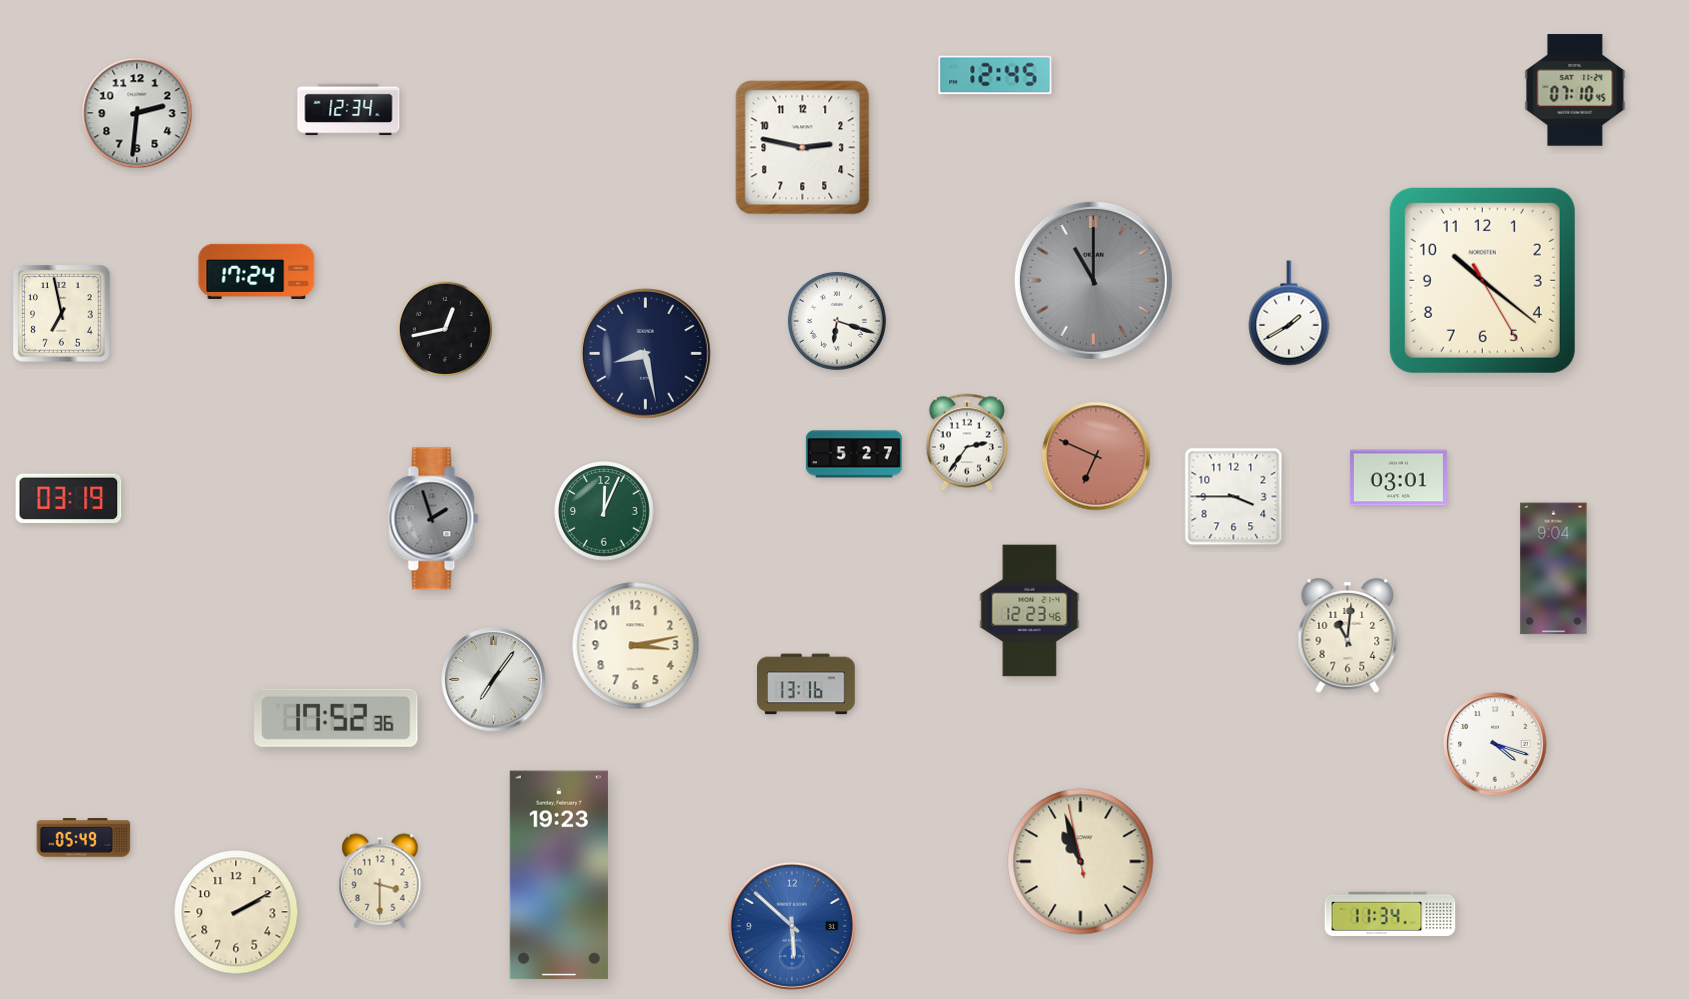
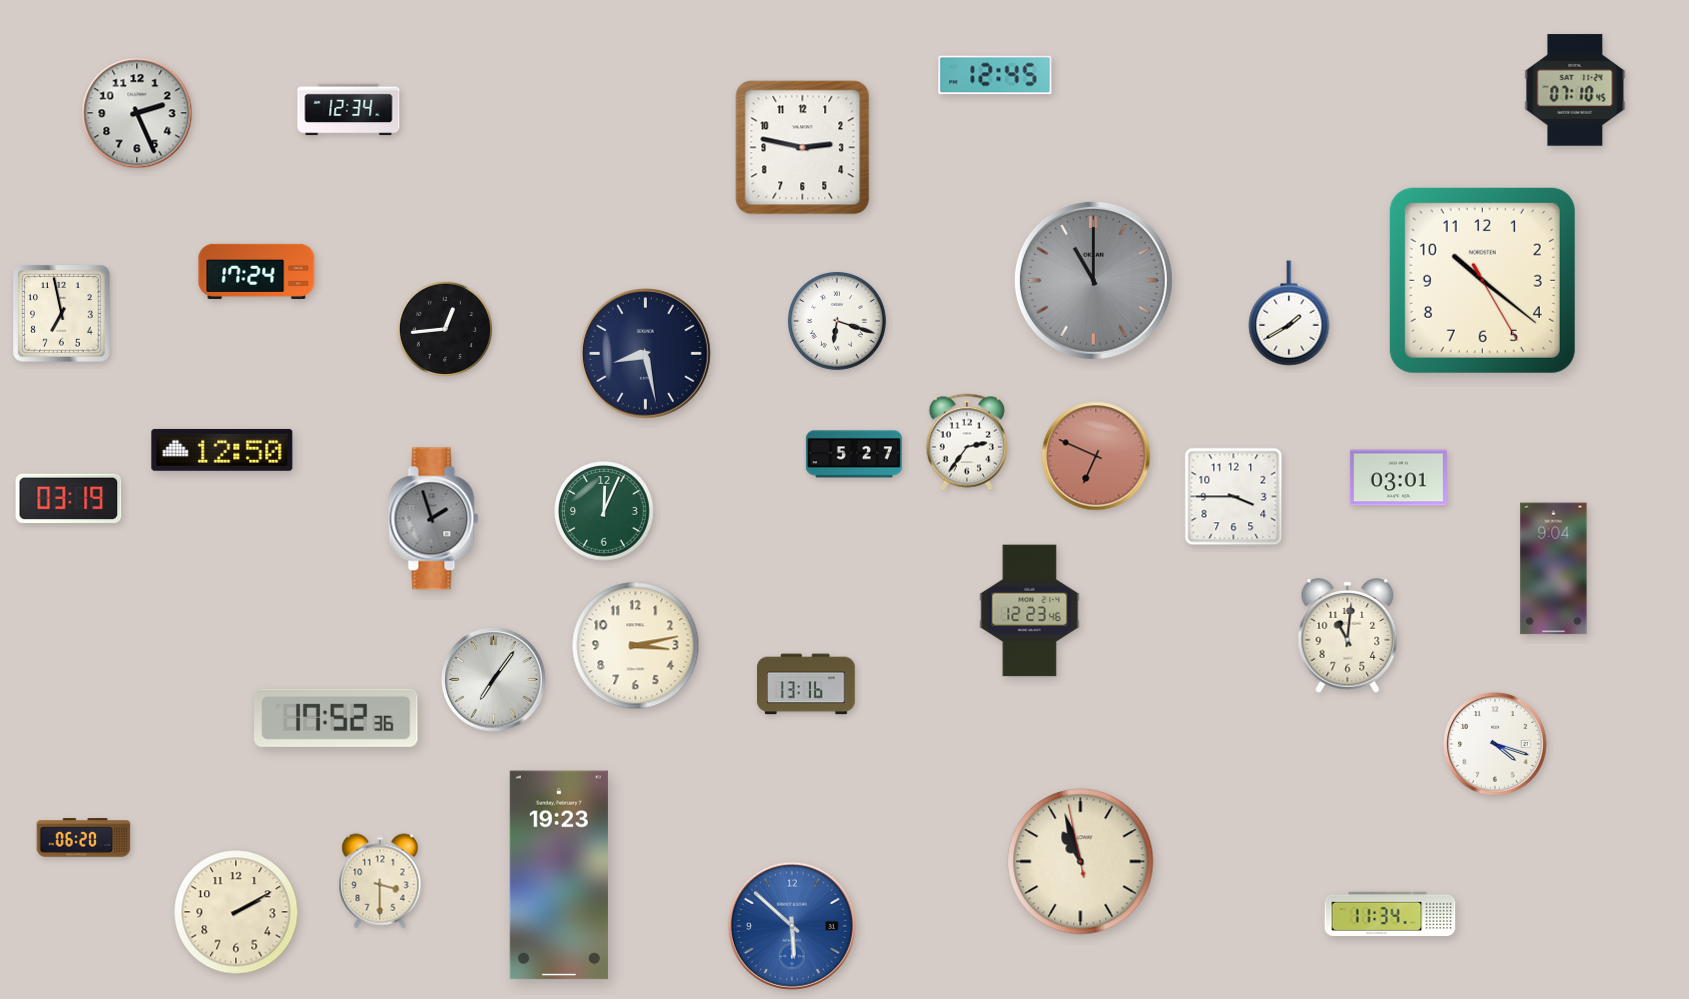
clock at (137, 113): 2:31 -> 2:26
clock at (445, 329): 12:43 -> 12:44
clock at (222, 450): none -> 12:50
clock at (84, 838): 05:49 -> 06:20
